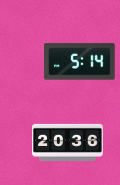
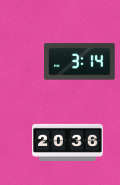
clock at (80, 62): 5:14 -> 3:14
